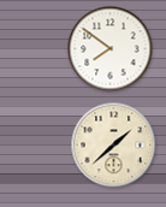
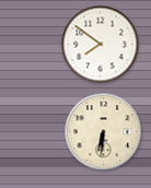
clock at (114, 146): 1:38 -> 6:31
